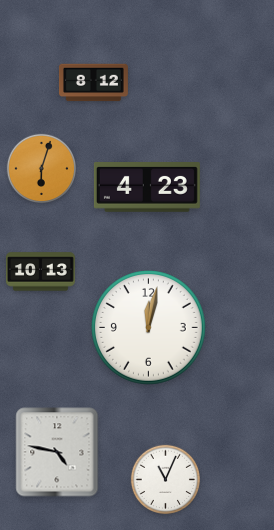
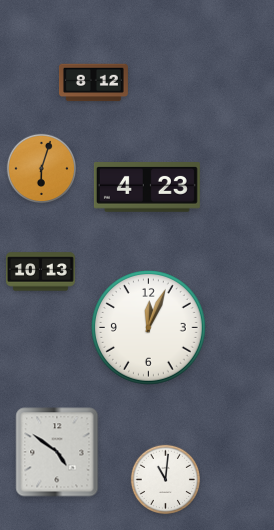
clock at (149, 328): 12:02 -> 12:04
clock at (57, 452): 4:47 -> 4:51
clock at (165, 479): 11:04 -> 11:01
